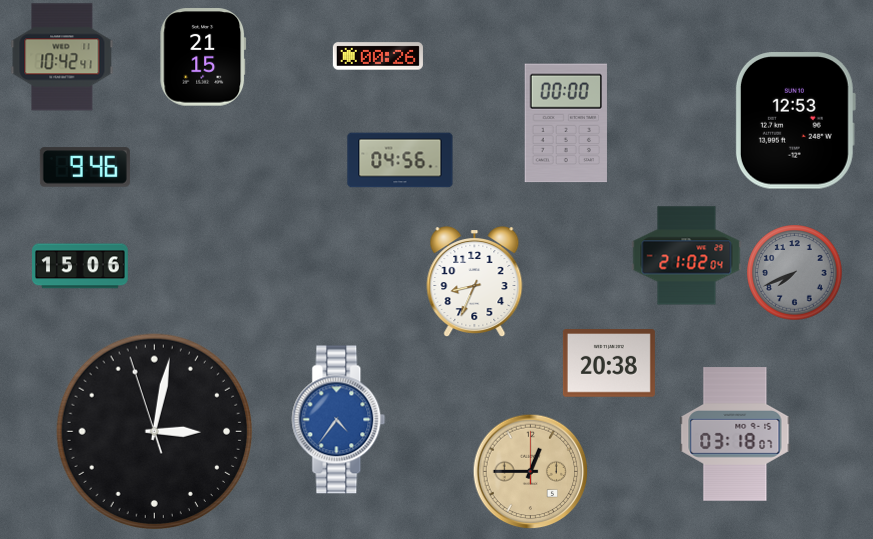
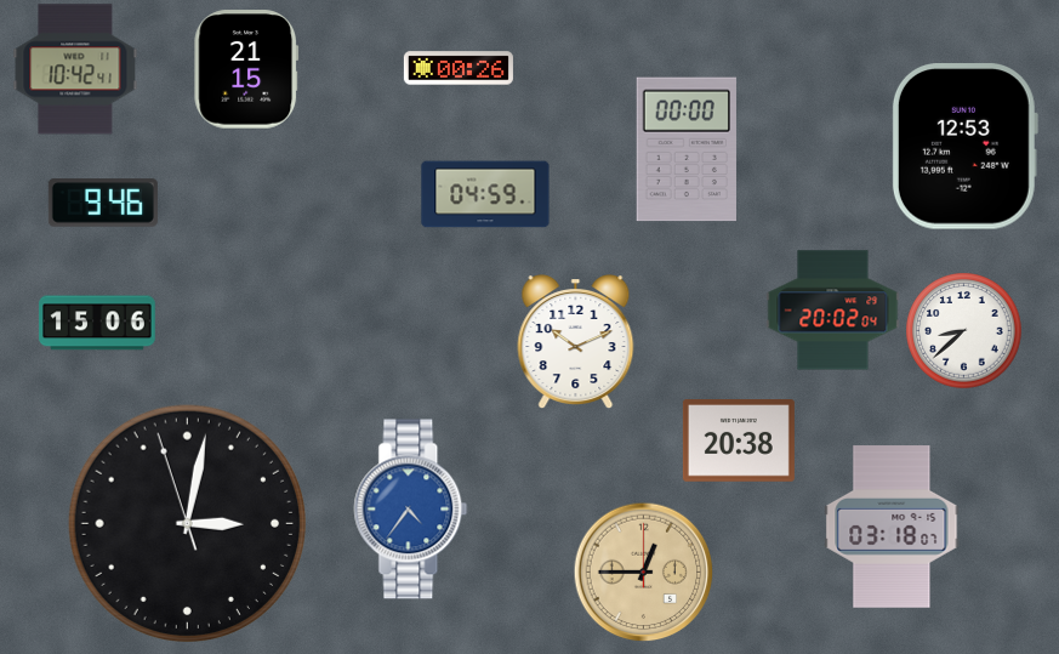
clock at (400, 160): 04:56 -> 04:59
clock at (687, 256): 21:02 -> 20:02
clock at (795, 273): 7:41 -> 8:38
clock at (795, 273) dial: grey -> white
clock at (475, 282): 8:34 -> 10:11
